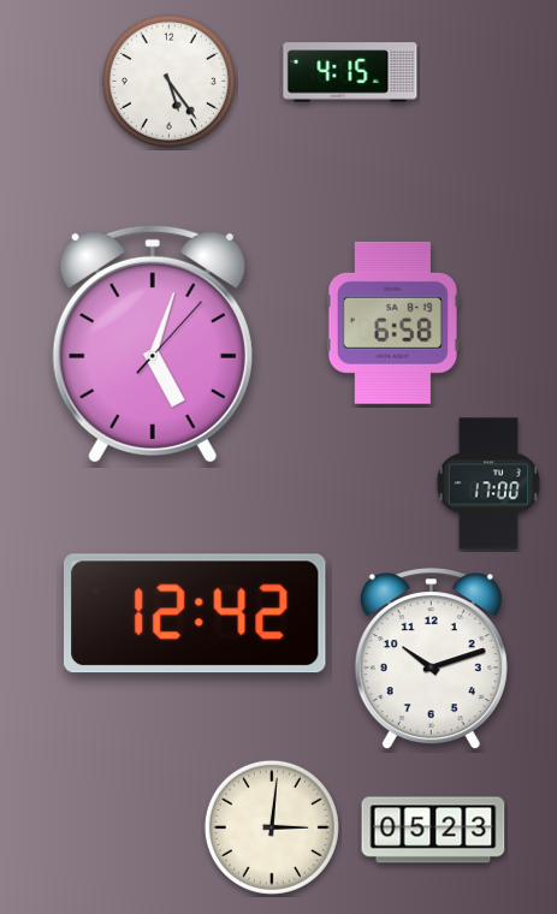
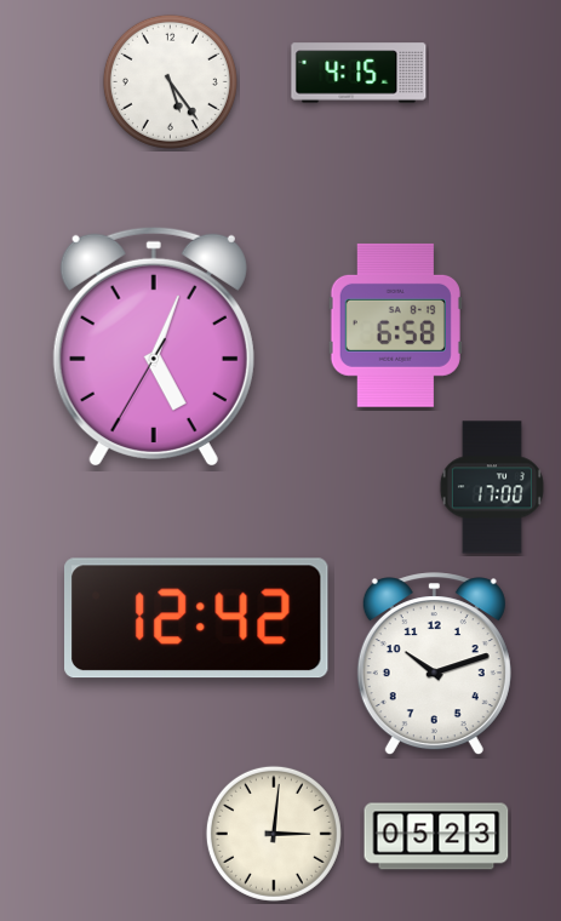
clock at (350, 72) position: (350, 72) -> (359, 73)
clock at (153, 343): 5:03:07 -> 5:03:35
